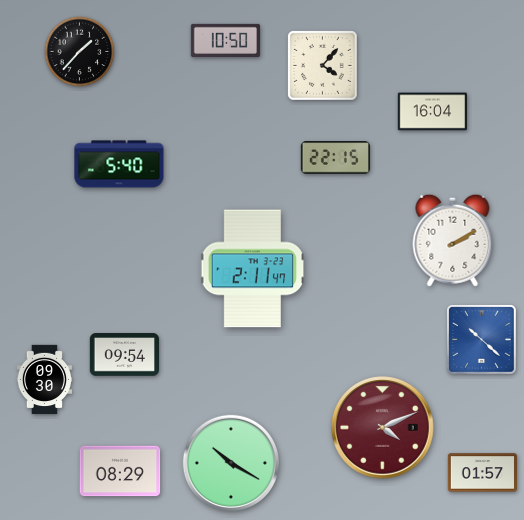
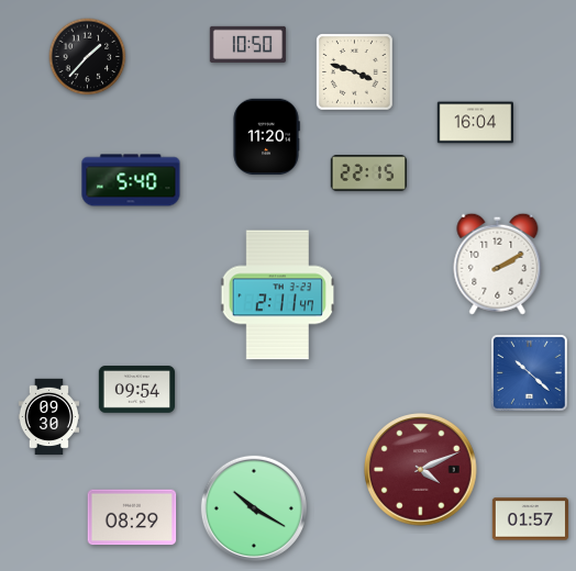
clock at (323, 66): 4:07 -> 3:48
clock at (266, 136): none -> 11:20
